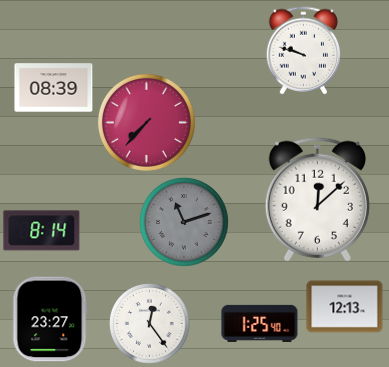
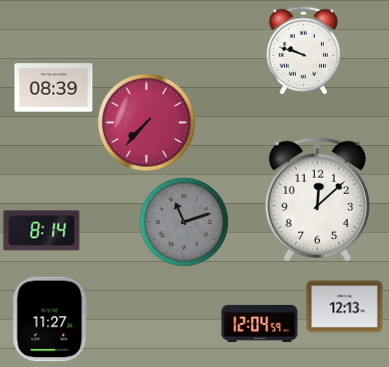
clock at (50, 319): 23:27 -> 11:27
clock at (260, 323): 1:25 -> 12:04
clock at (150, 324): 12:24 -> none
